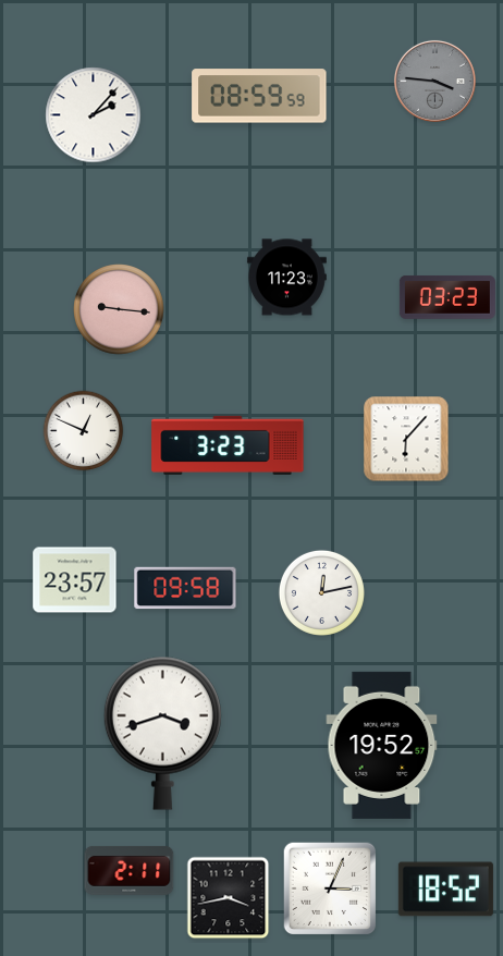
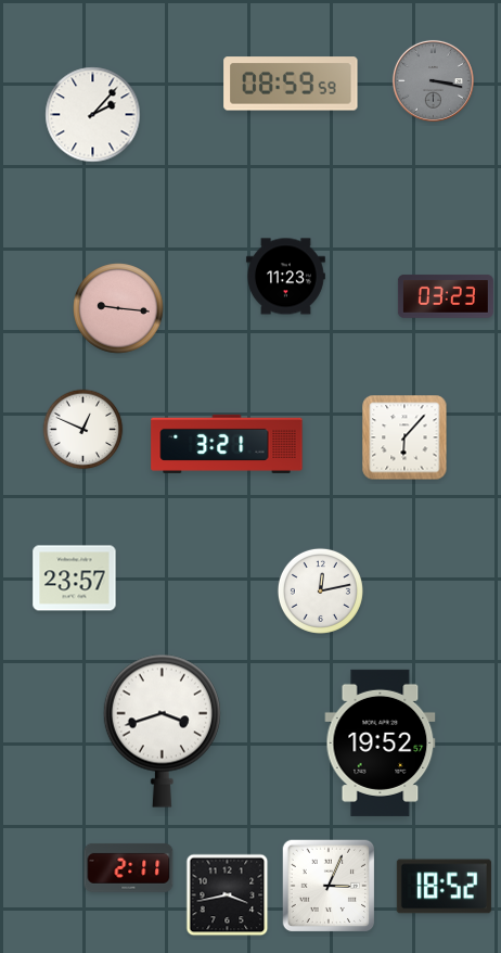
clock at (434, 81): 3:46 -> 3:17
clock at (259, 96) position: (259, 96) -> (291, 84)
clock at (228, 445): 3:23 -> 3:21
clock at (185, 588): 09:58 -> none
